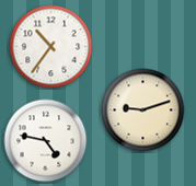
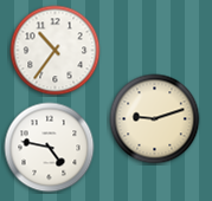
clock at (46, 141) position: (46, 141) -> (50, 148)
